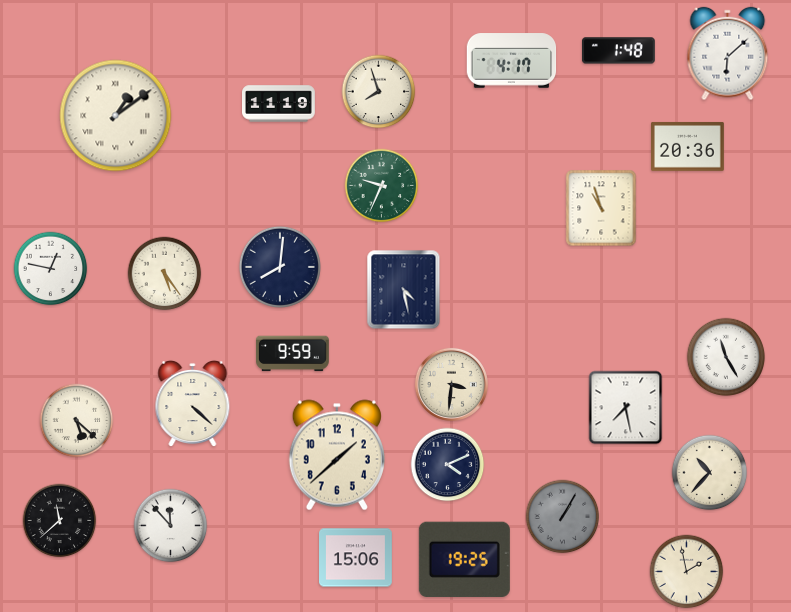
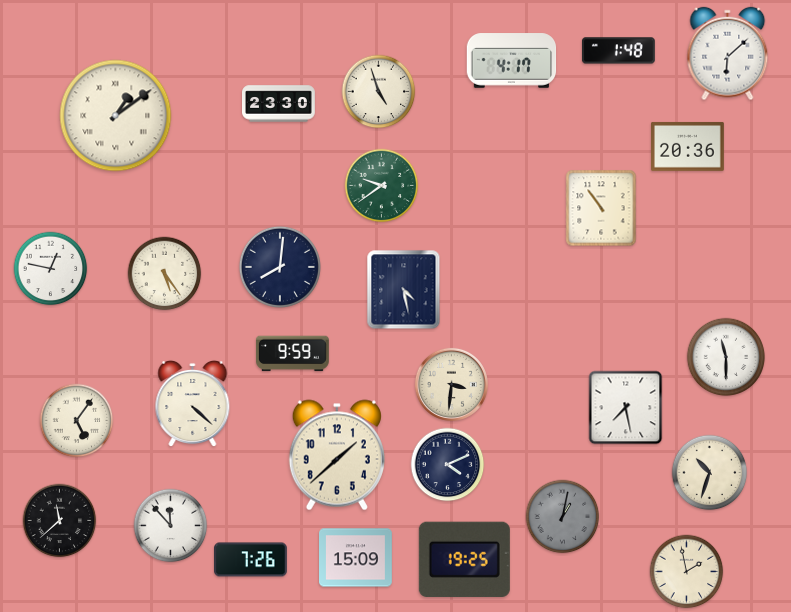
clock at (379, 92): 7:57 -> 4:57
clock at (279, 104): 11:19 -> 23:30
clock at (382, 186): 9:34 -> 9:39
clock at (601, 208): 10:57 -> 10:54
clock at (726, 357): 11:25 -> 11:30
clock at (77, 421): 5:22 -> 5:06
clock at (710, 473): 10:37 -> 10:33
clock at (563, 517): 1:05 -> 1:02
clock at (356, 558): 15:06 -> 15:09
clock at (251, 560): none -> 7:26
